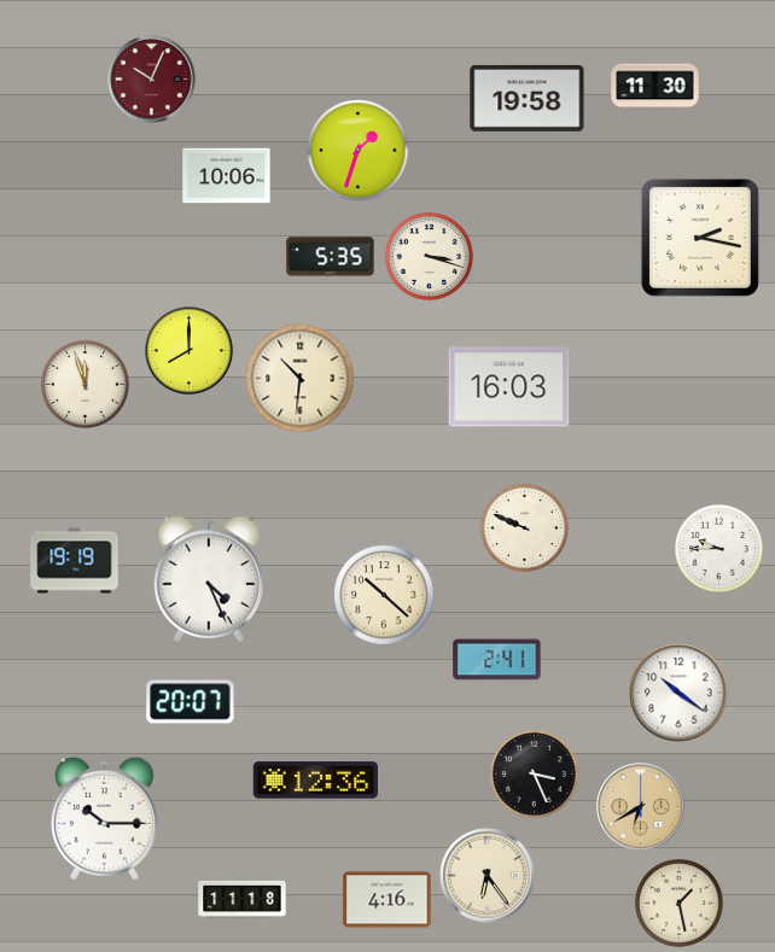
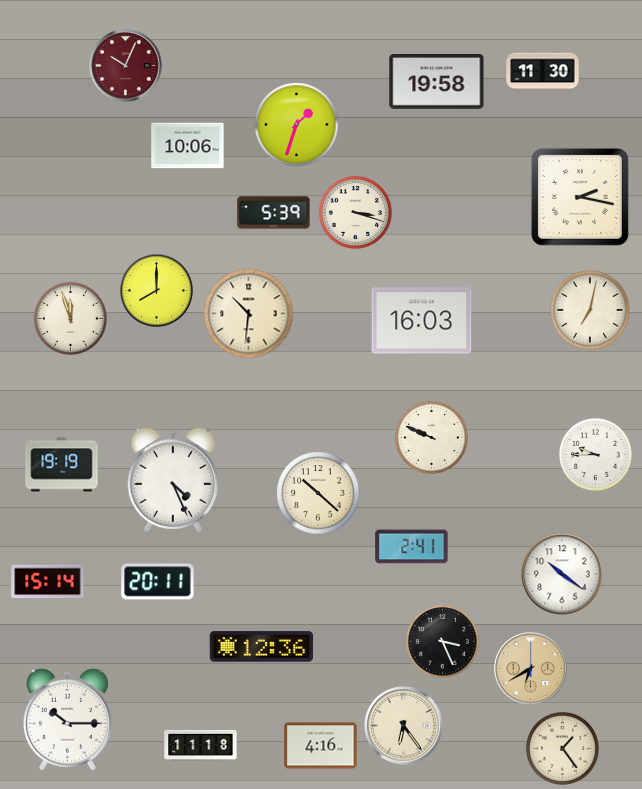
clock at (331, 257): 5:35 -> 5:39
clock at (590, 310): none -> 7:02
clock at (524, 527) position: (524, 527) -> (431, 437)
clock at (48, 582): none -> 15:14
clock at (191, 702): 20:07 -> 20:11
clock at (104, 818) position: (104, 818) -> (67, 719)
clock at (678, 903): 1:28 -> 1:24
